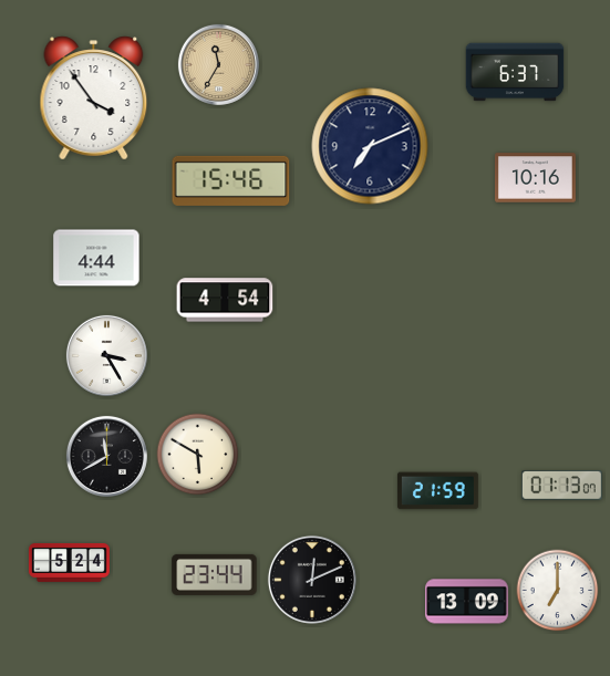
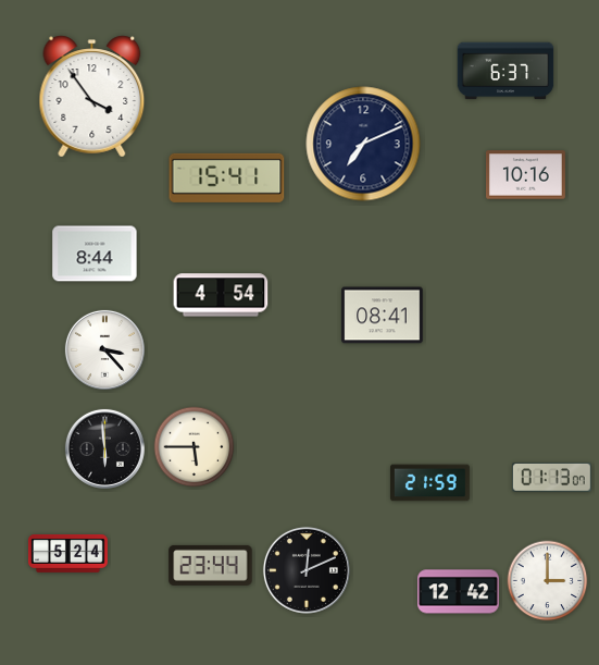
clock at (218, 64): 11:35 -> none
clock at (231, 180): 15:46 -> 15:41
clock at (96, 258): 4:44 -> 8:44
clock at (383, 316): none -> 08:41
clock at (106, 355): 3:25 -> 3:23
clock at (198, 455): 5:50 -> 5:45
clock at (106, 456): 11:40 -> 5:59
clock at (558, 591): 7:00 -> 3:00
clock at (467, 602): 13:09 -> 12:42
